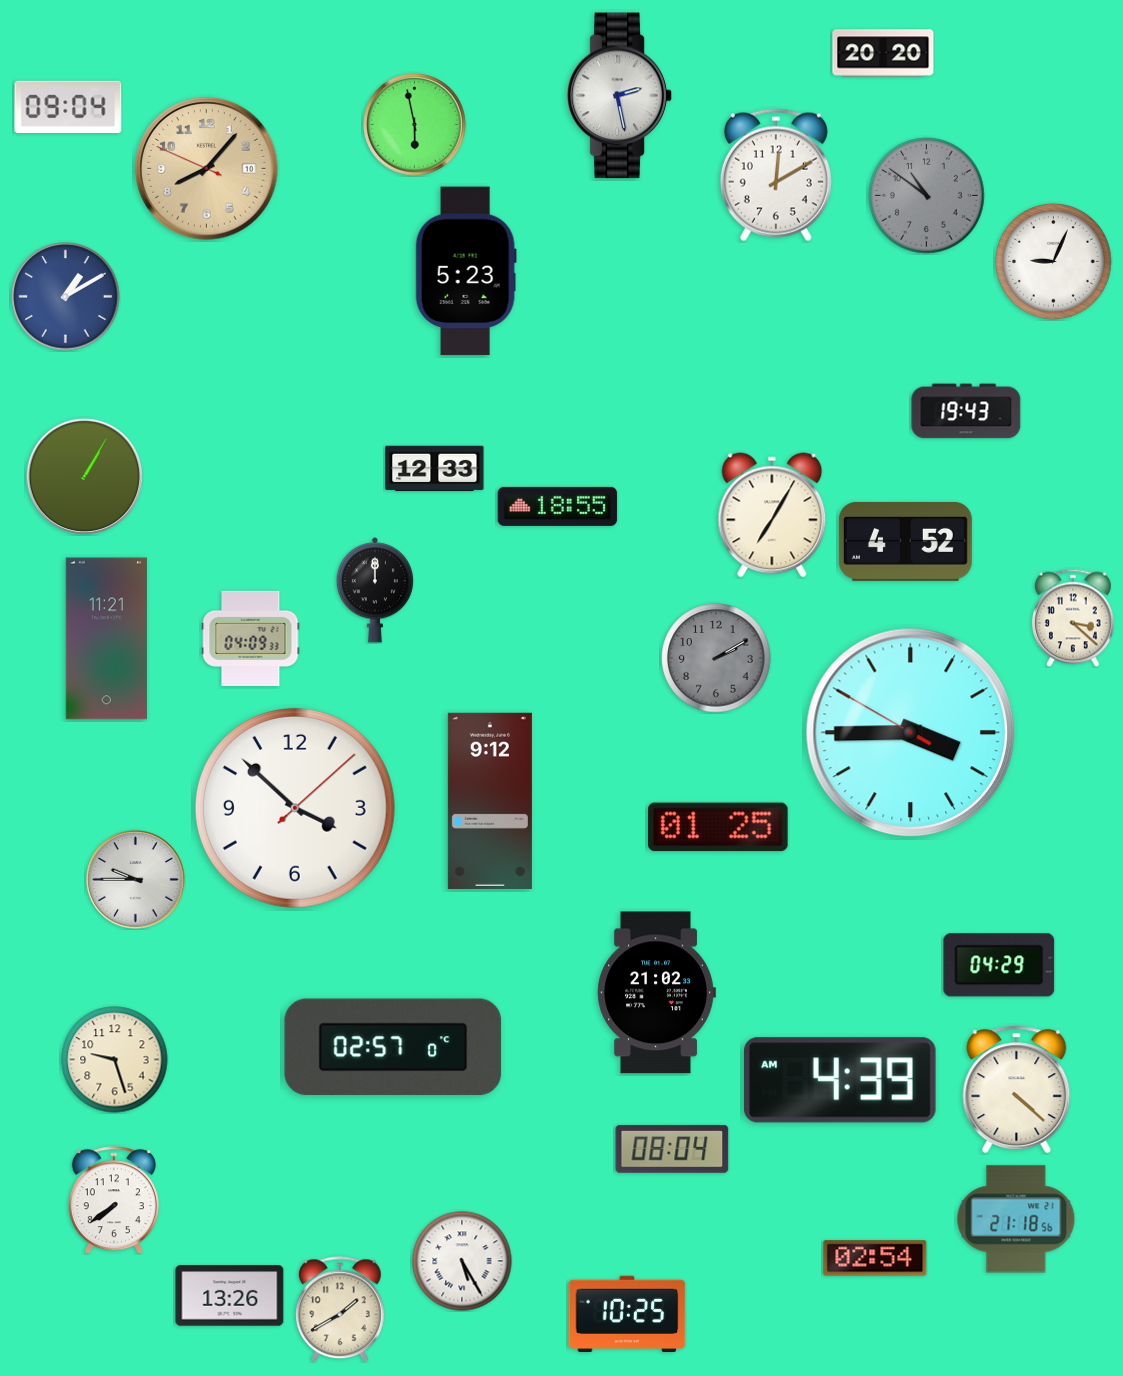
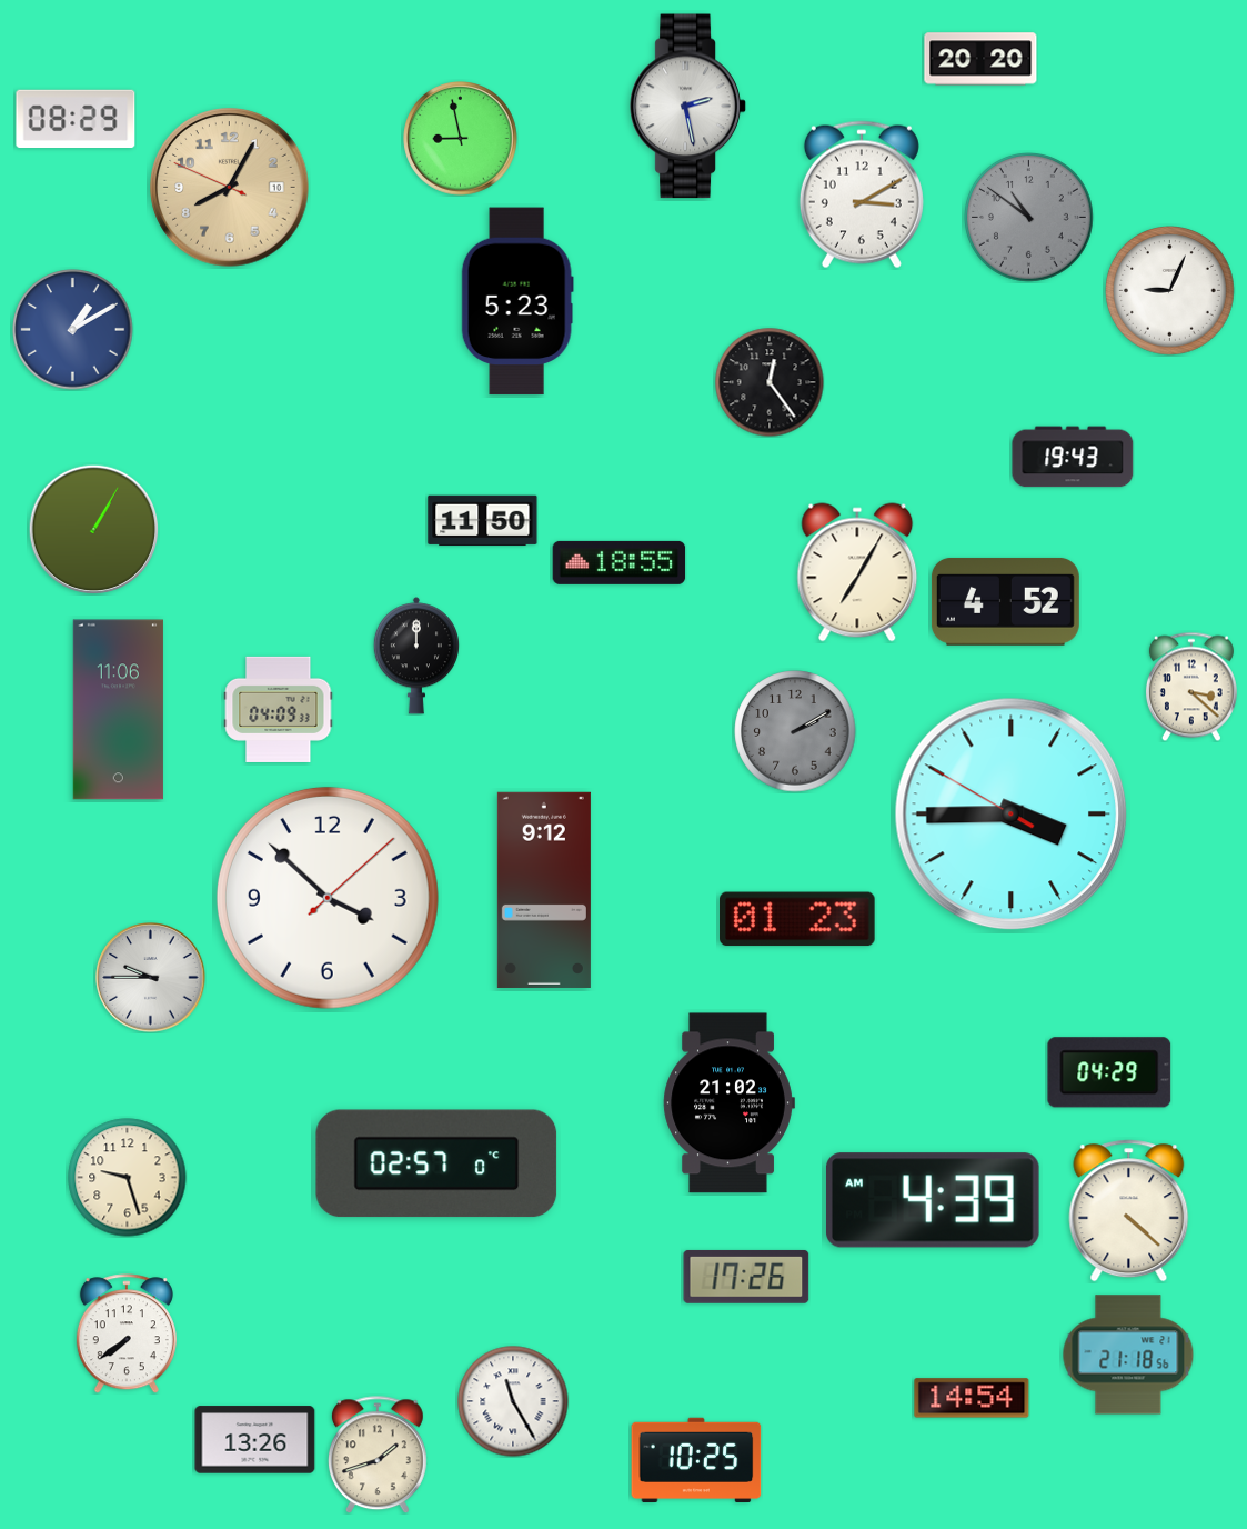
clock at (68, 107): 09:04 -> 08:29
clock at (415, 125): 5:58 -> 8:58
clock at (207, 169): 8:06 -> 8:04
clock at (776, 175): 12:10 -> 3:10
clock at (770, 382): none -> 12:24
clock at (435, 469): 12:33 -> 11:50
clock at (106, 639): 11:21 -> 11:06
clock at (719, 827): 01:25 -> 01:23
clock at (672, 1149): 08:04 -> 17:26
clock at (875, 1258): 02:54 -> 14:54
clock at (462, 1261): 5:25 -> 11:25
clock at (341, 1309): 1:40 -> 1:42
